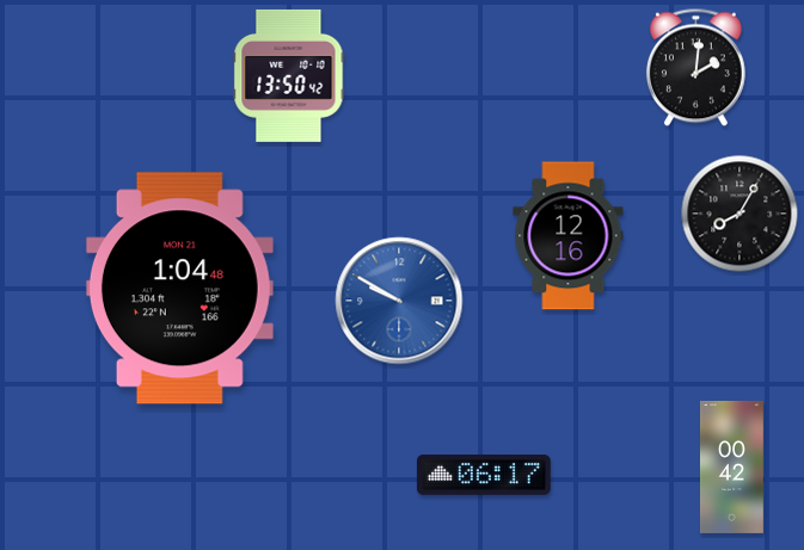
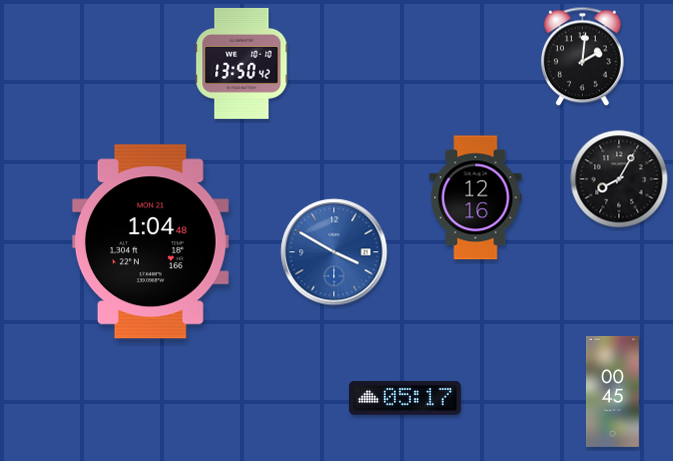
clock at (399, 301): 9:50 -> 3:50
clock at (731, 466): 00:42 -> 00:45
clock at (484, 476): 06:17 -> 05:17
